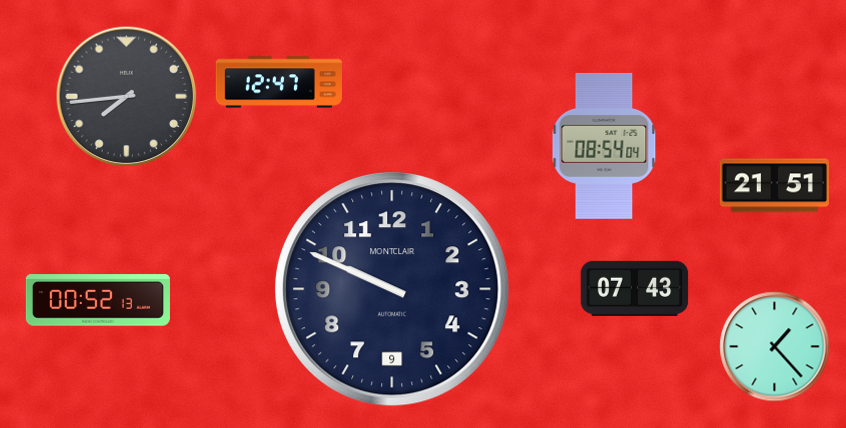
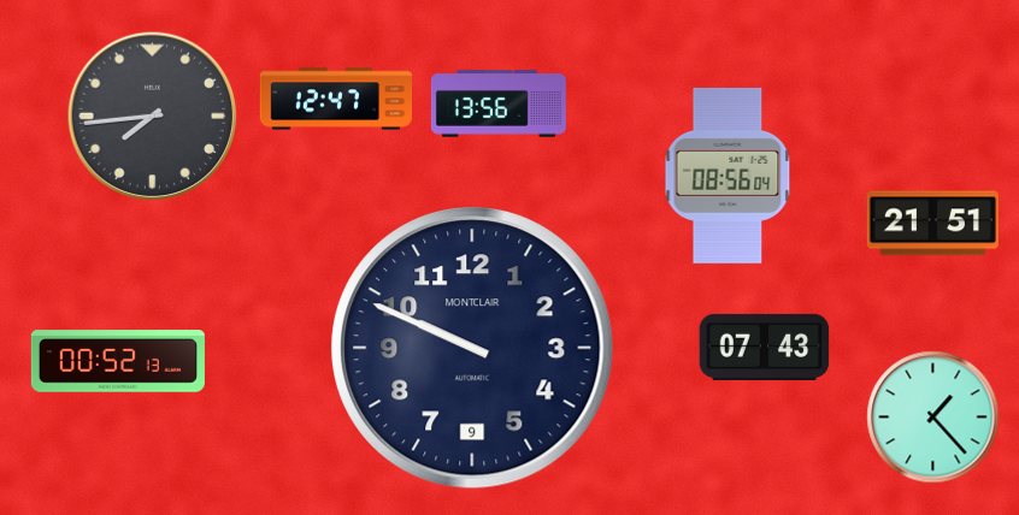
clock at (499, 103): none -> 13:56
clock at (604, 146): 08:54 -> 08:56
